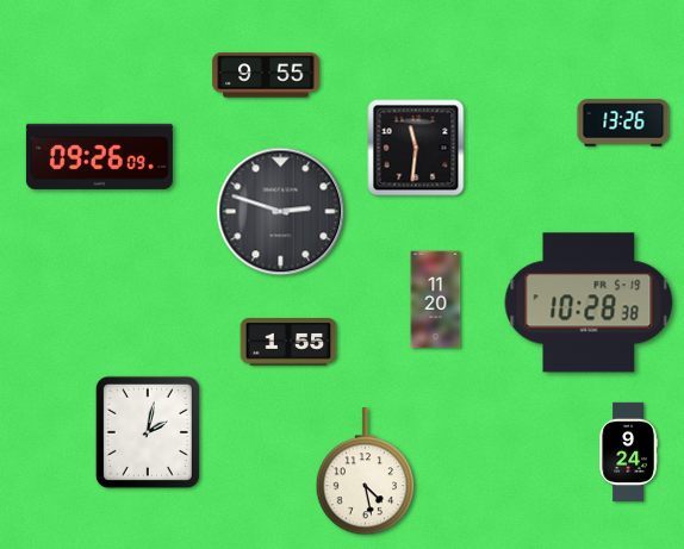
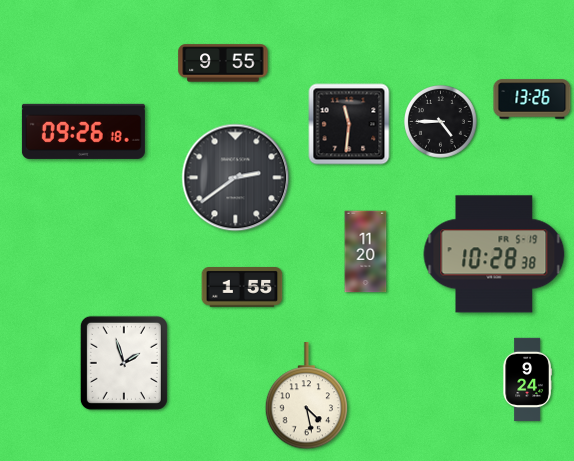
clock at (623, 123) position: (623, 123) -> (532, 99)
clock at (441, 122): none -> 4:45
clock at (99, 156): 09:26:09 -> 09:26:18
clock at (281, 212): 2:48 -> 2:39
clock at (148, 432): 2:02 -> 1:57
